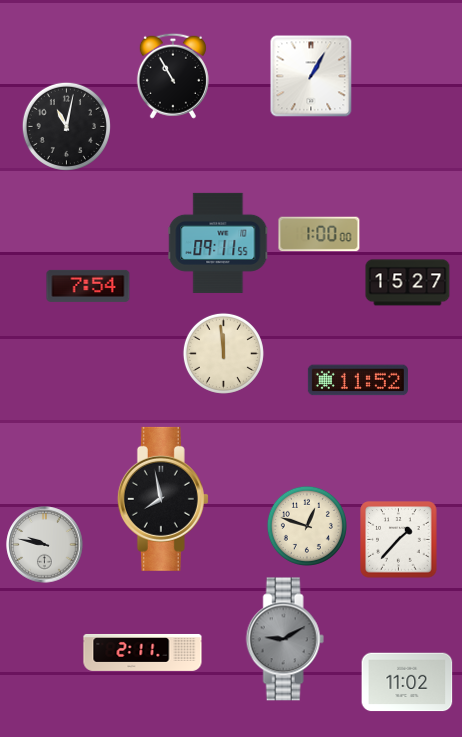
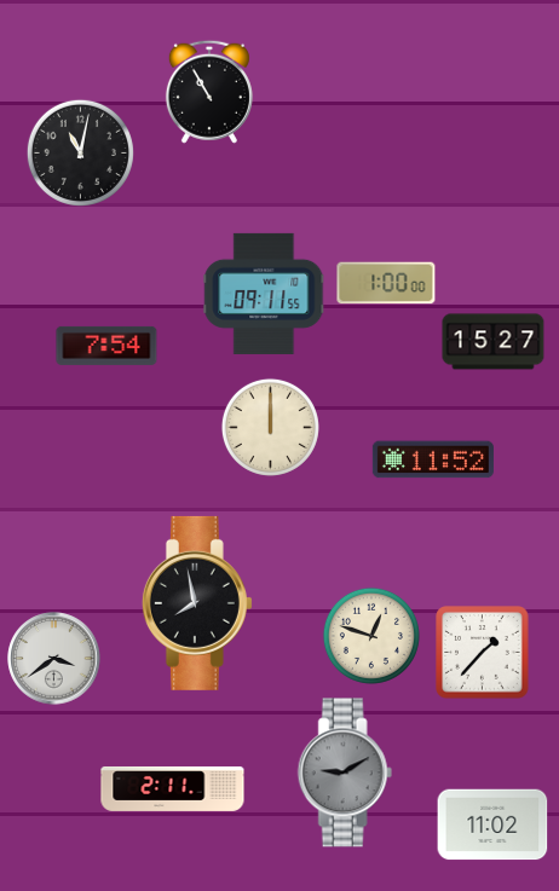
clock at (311, 76): 1:05 -> none
clock at (223, 353): 11:59 -> 12:00
clock at (45, 545): 9:47 -> 3:39
